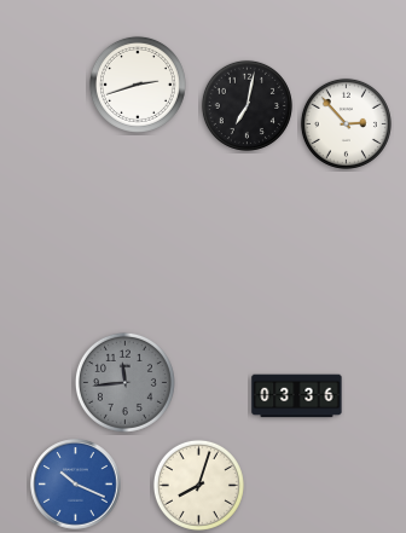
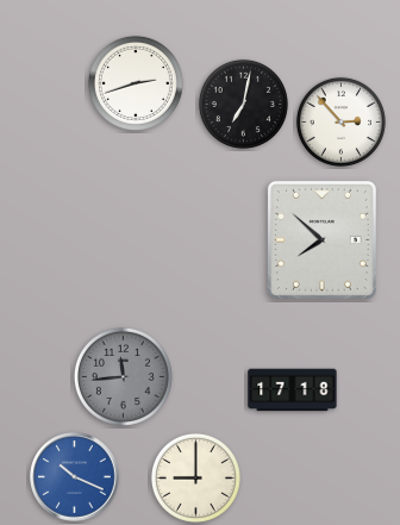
clock at (321, 239): none -> 7:52
clock at (297, 396): 03:36 -> 17:18
clock at (198, 485): 8:03 -> 9:00
